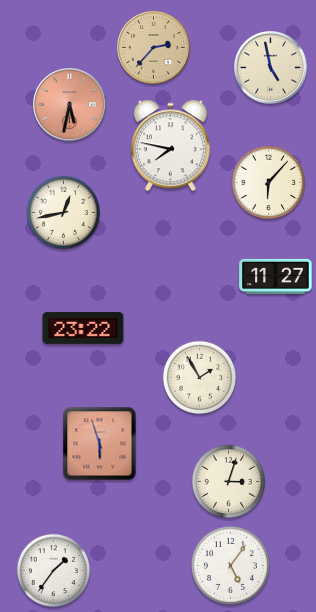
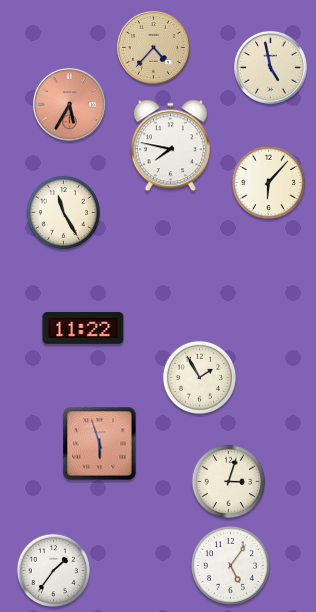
clock at (154, 48): 2:37 -> 4:37
clock at (70, 105): 5:32 -> 5:35
clock at (63, 212): 12:43 -> 11:25
clock at (276, 276): 11:27 -> none
clock at (83, 328): 23:22 -> 11:22
